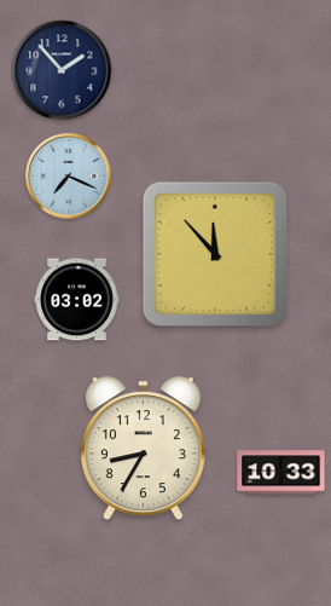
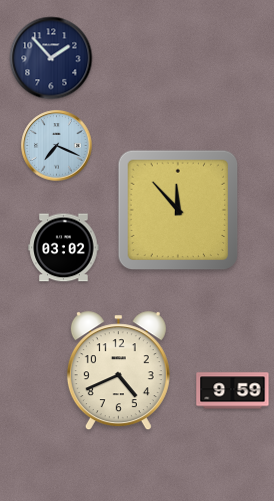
clock at (143, 449): 8:35 -> 4:41
clock at (281, 473): 10:33 -> 9:59
